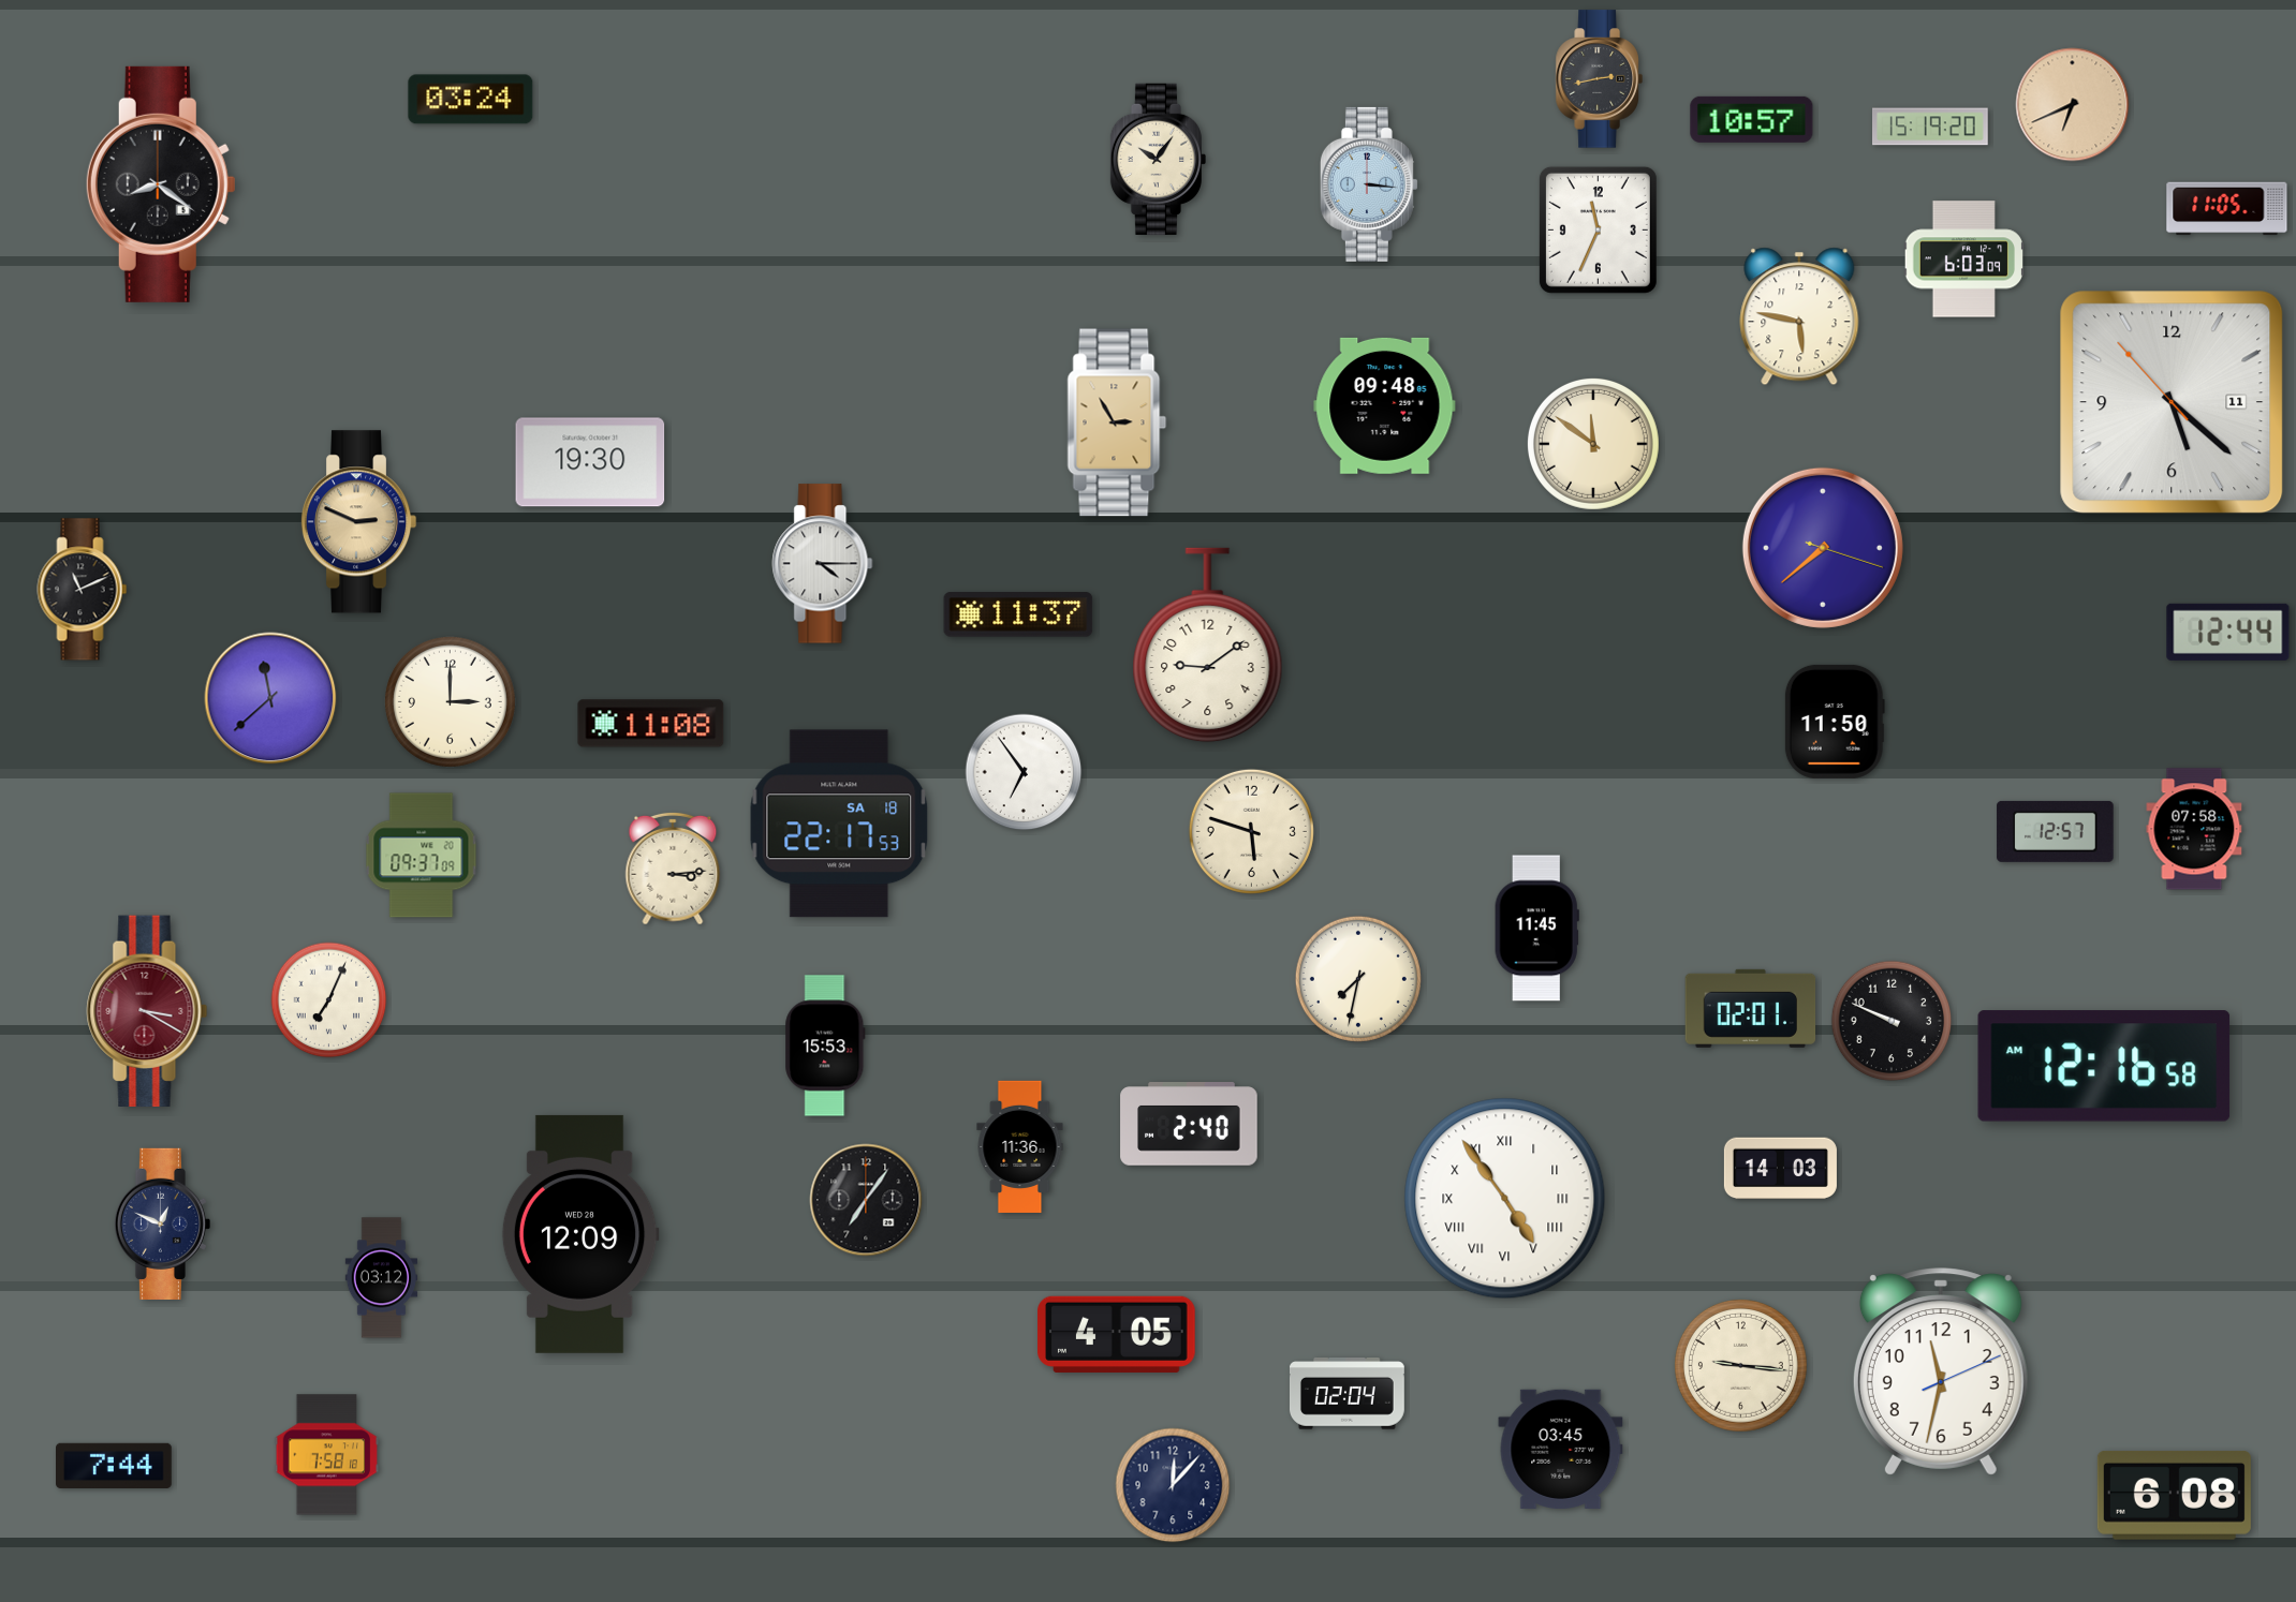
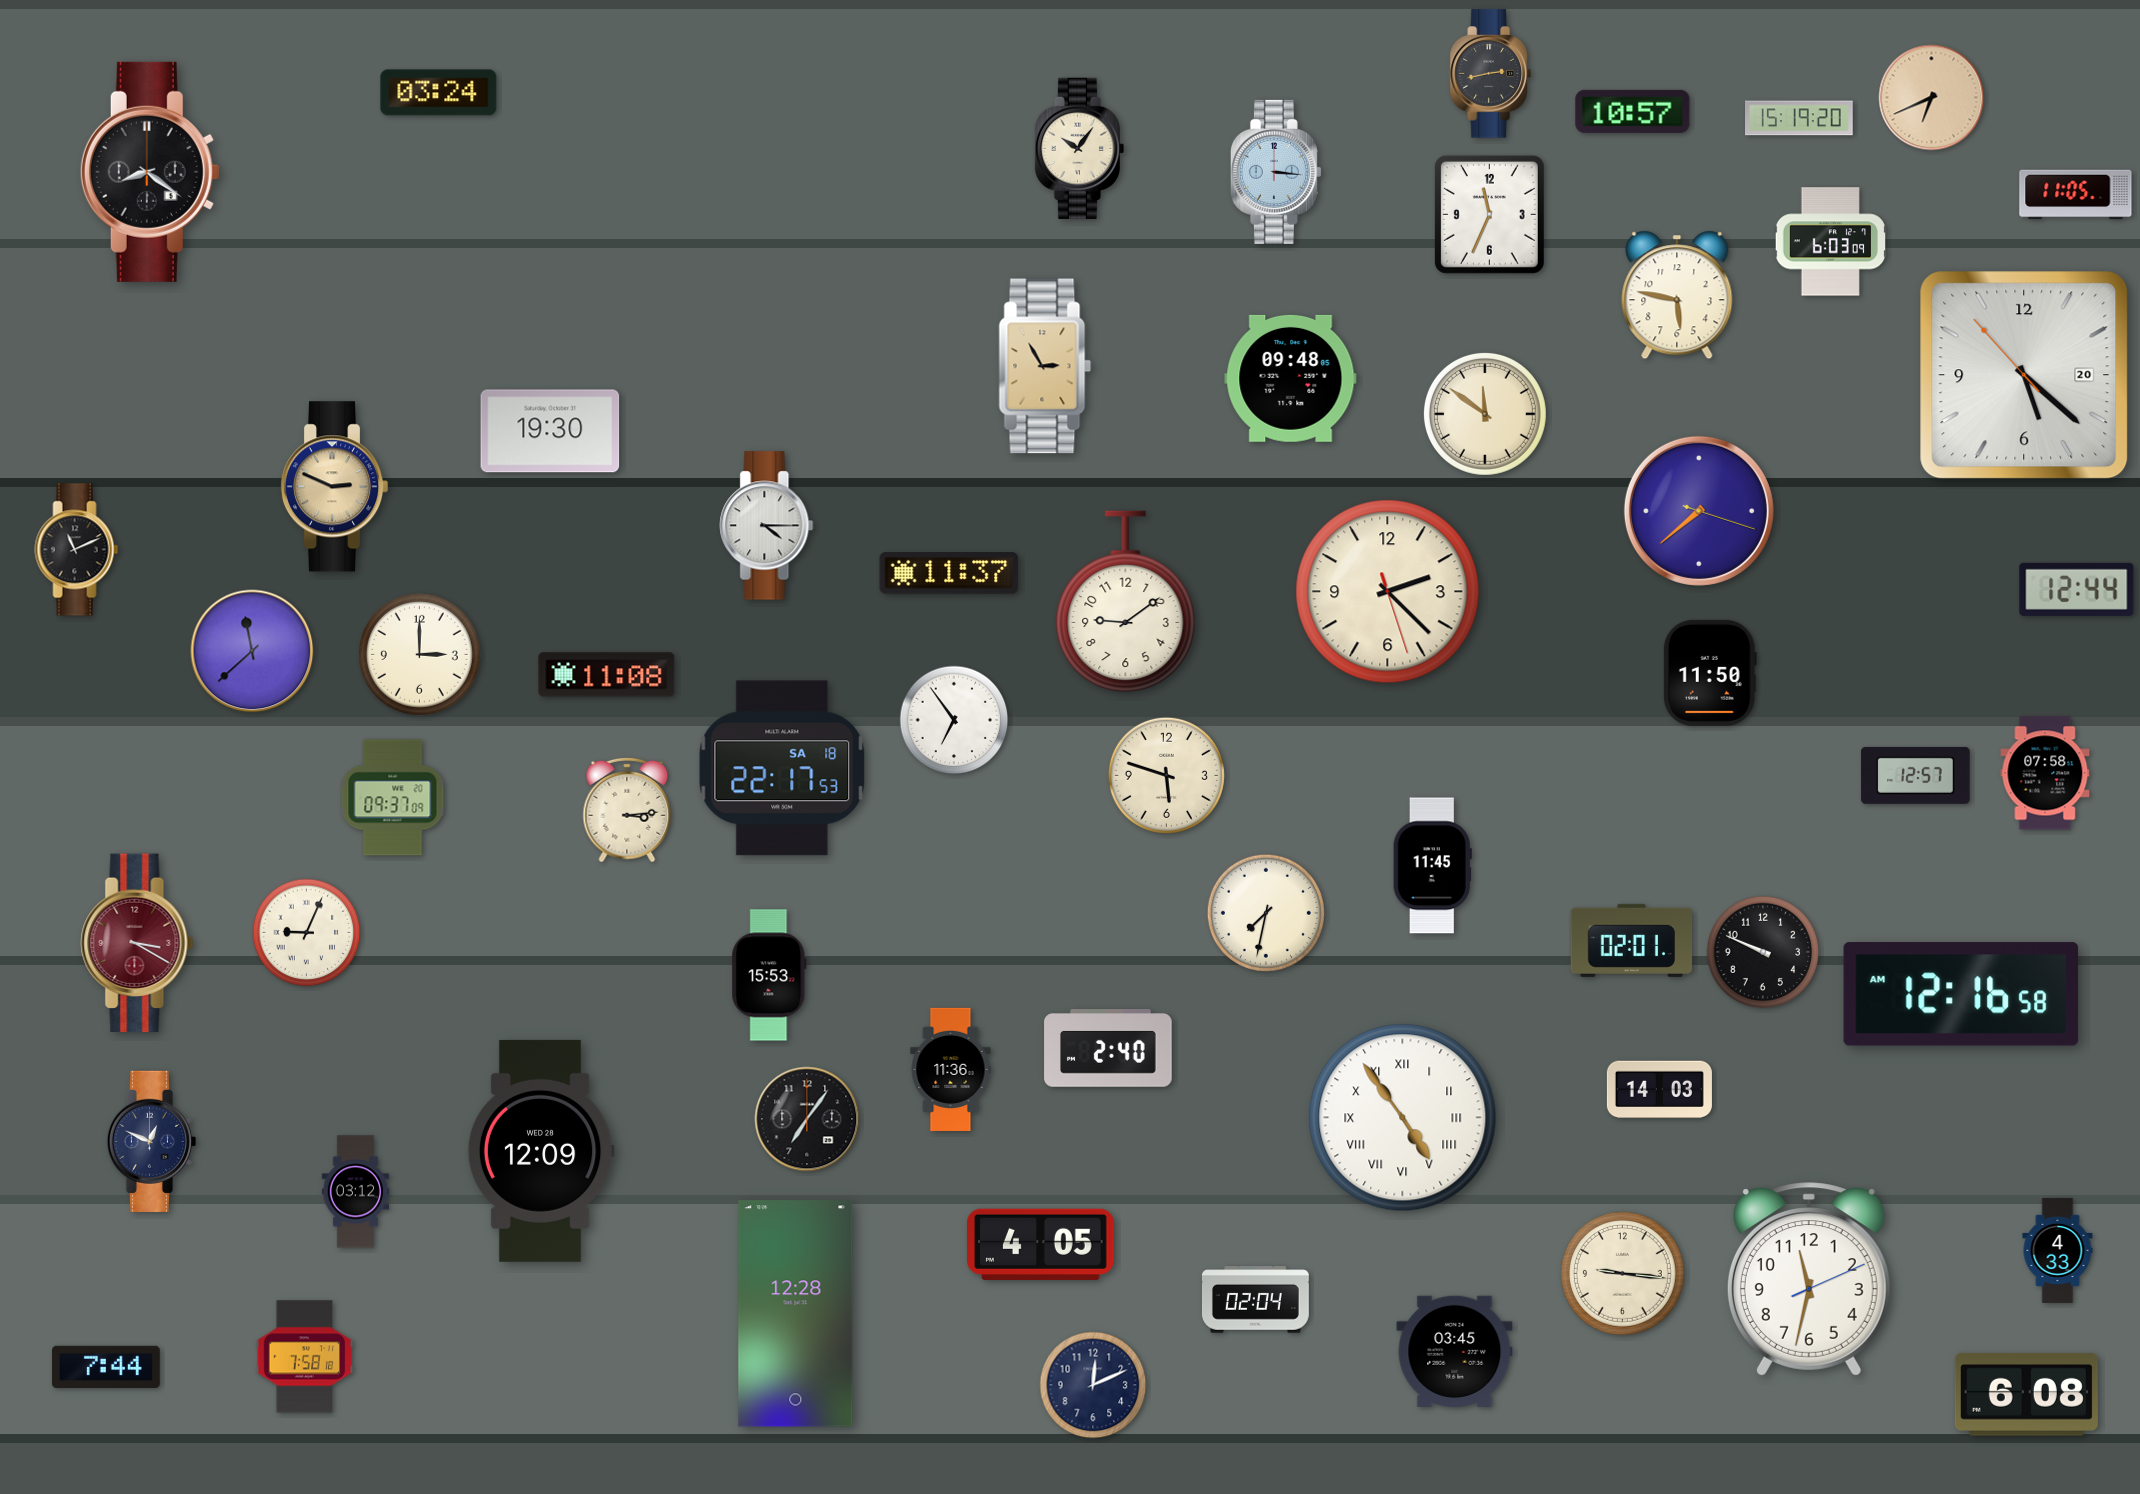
clock at (2172, 402) date: 11 -> 20
clock at (1117, 422) position: (1117, 422) -> (1045, 366)
clock at (1388, 592): none -> 2:22
clock at (329, 1000): 7:04 -> 9:04
clock at (2058, 1250): none -> 4:33
clock at (796, 1314): none -> 12:28
clock at (1173, 1485): 12:07 -> 12:11
